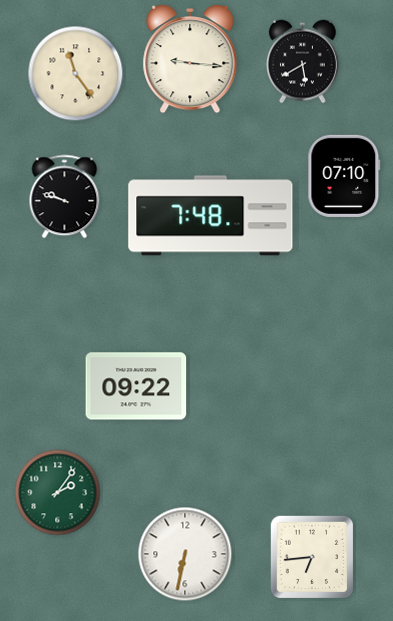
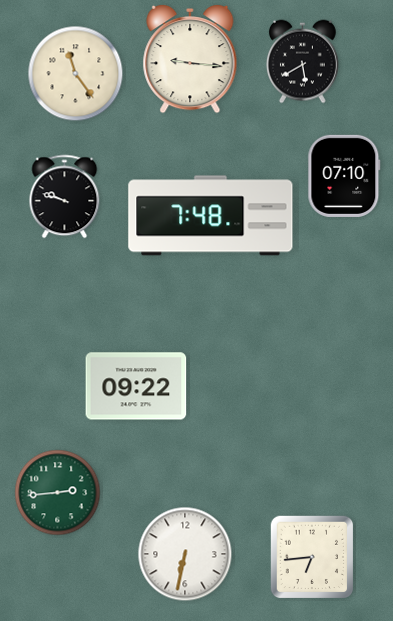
clock at (58, 493): 2:06 -> 2:44
